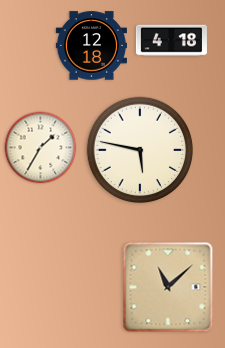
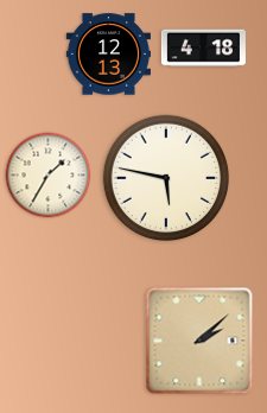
clock at (91, 46): 12:18 -> 12:13
clock at (168, 287): 11:08 -> 2:08
